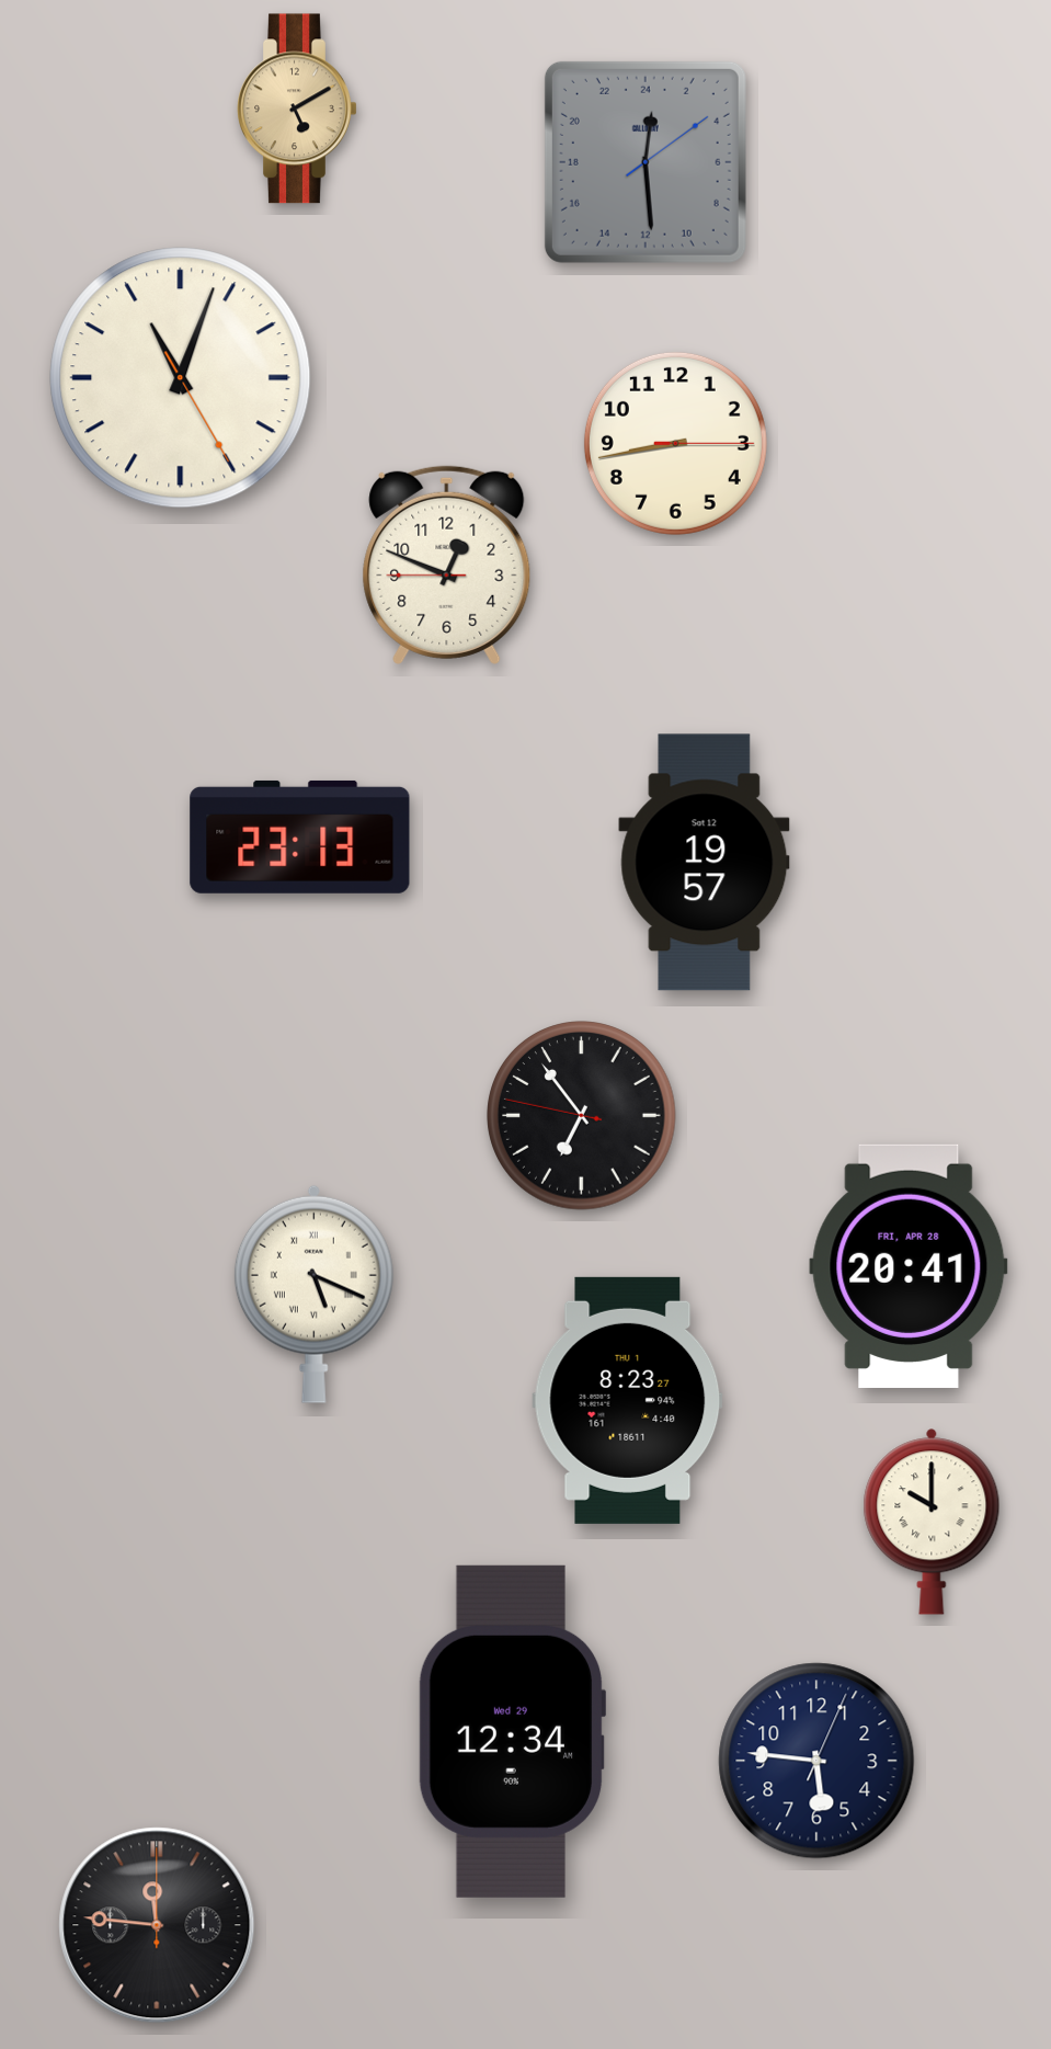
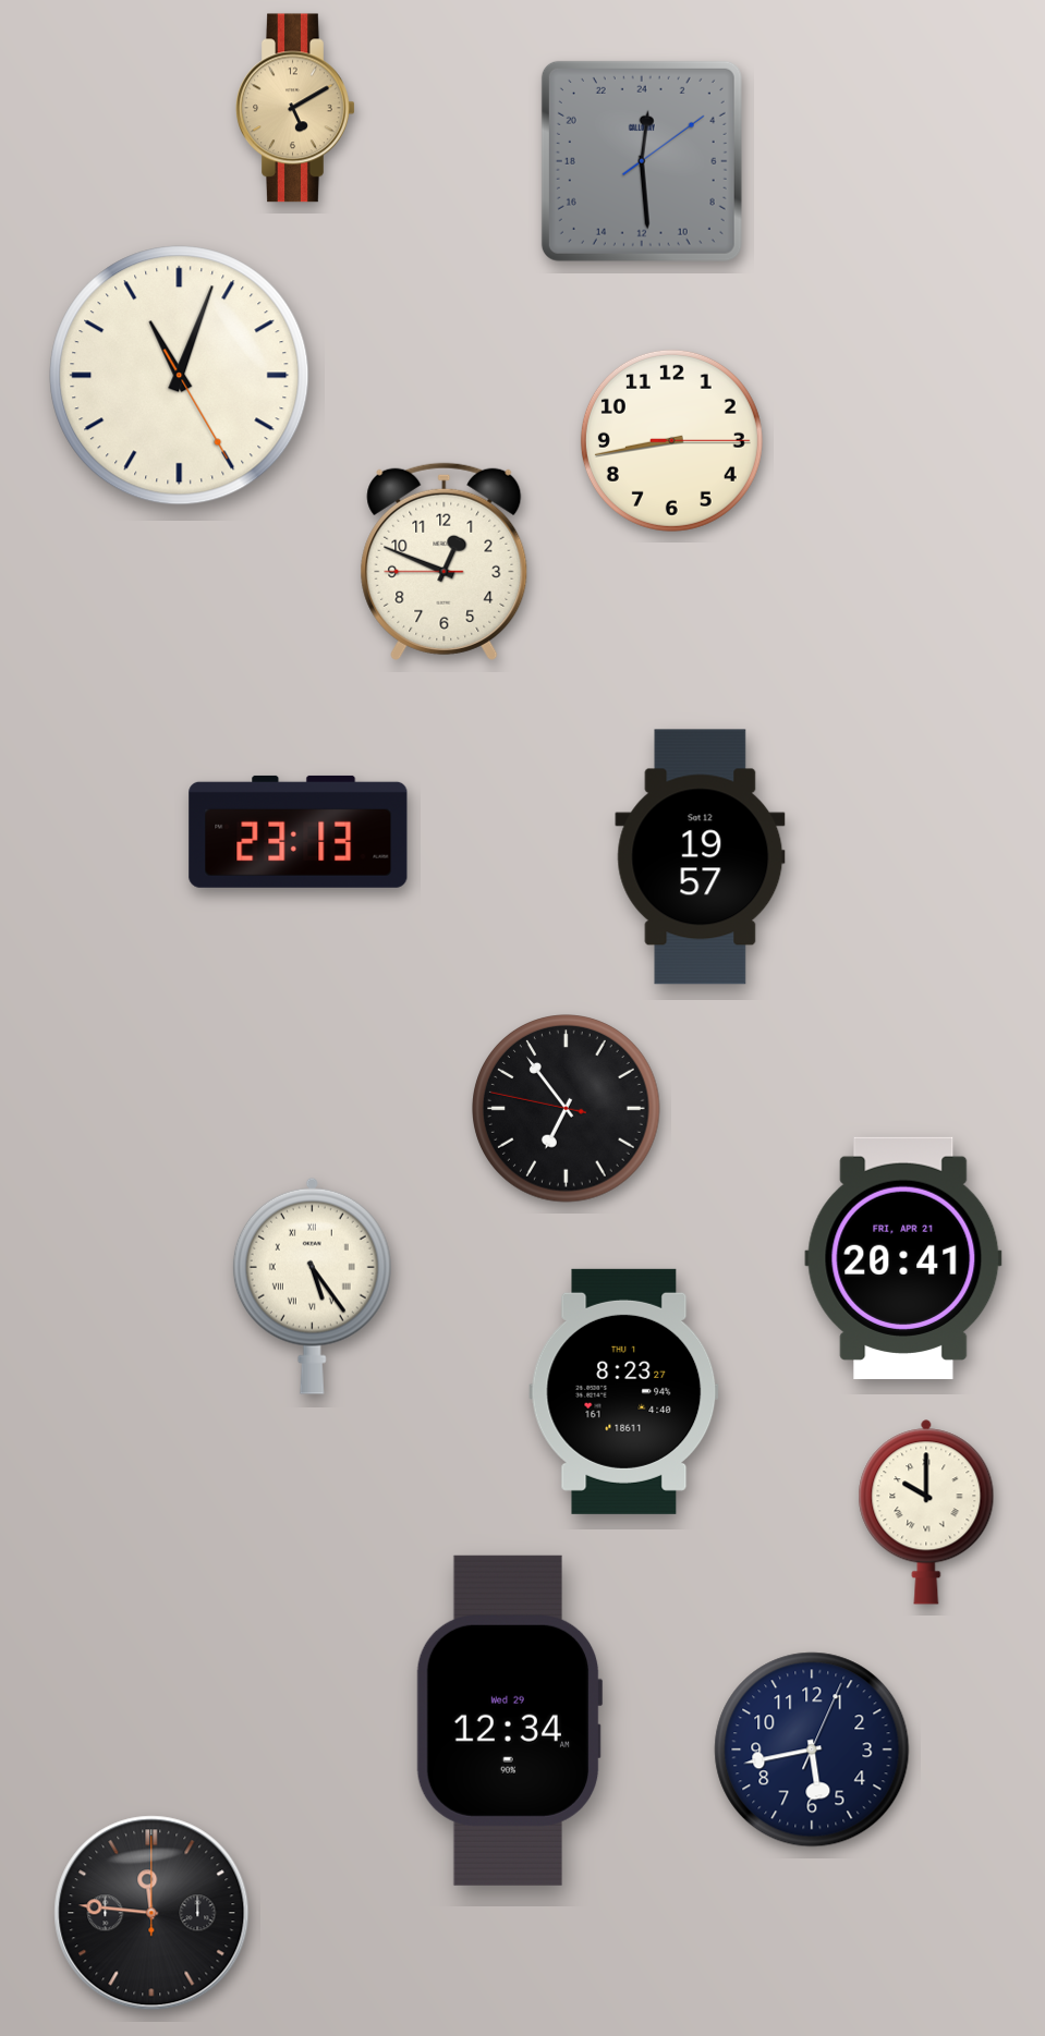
clock at (582, 1116) position: (582, 1116) -> (567, 1109)
clock at (909, 1266) date: FRI, APR 28 -> FRI, APR 21
clock at (313, 1294): 5:19 -> 5:24
clock at (816, 1761): 5:46 -> 5:43
clock at (157, 1925) position: (157, 1925) -> (151, 1913)
